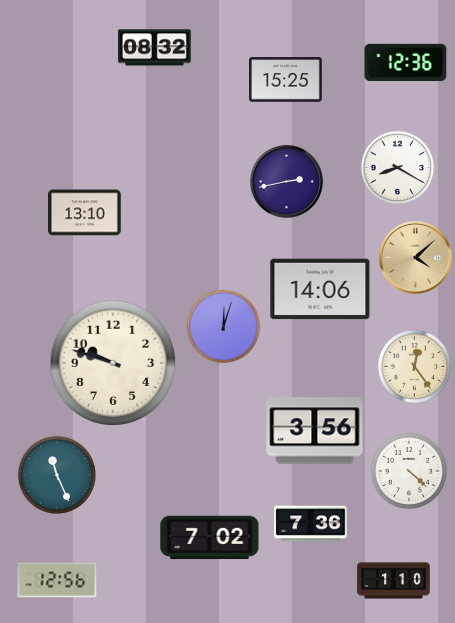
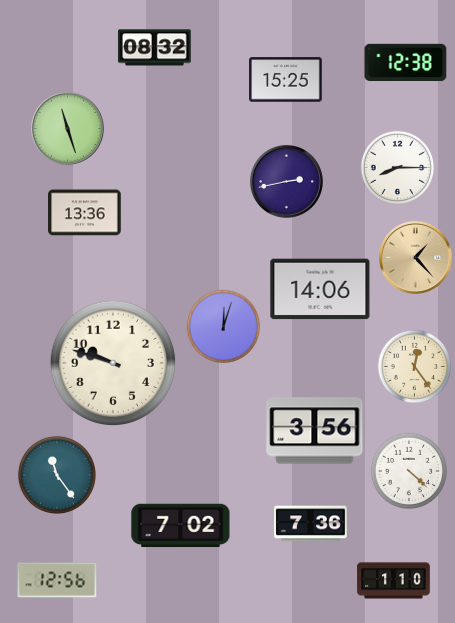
clock at (406, 63): 12:36 -> 12:38
clock at (67, 128): none -> 11:27
clock at (398, 168): 8:20 -> 8:15
clock at (85, 213): 13:10 -> 13:36
clock at (415, 257): 4:08 -> 1:23
clock at (57, 475): 11:26 -> 11:24
clock at (210, 538) position: (210, 538) -> (181, 526)
